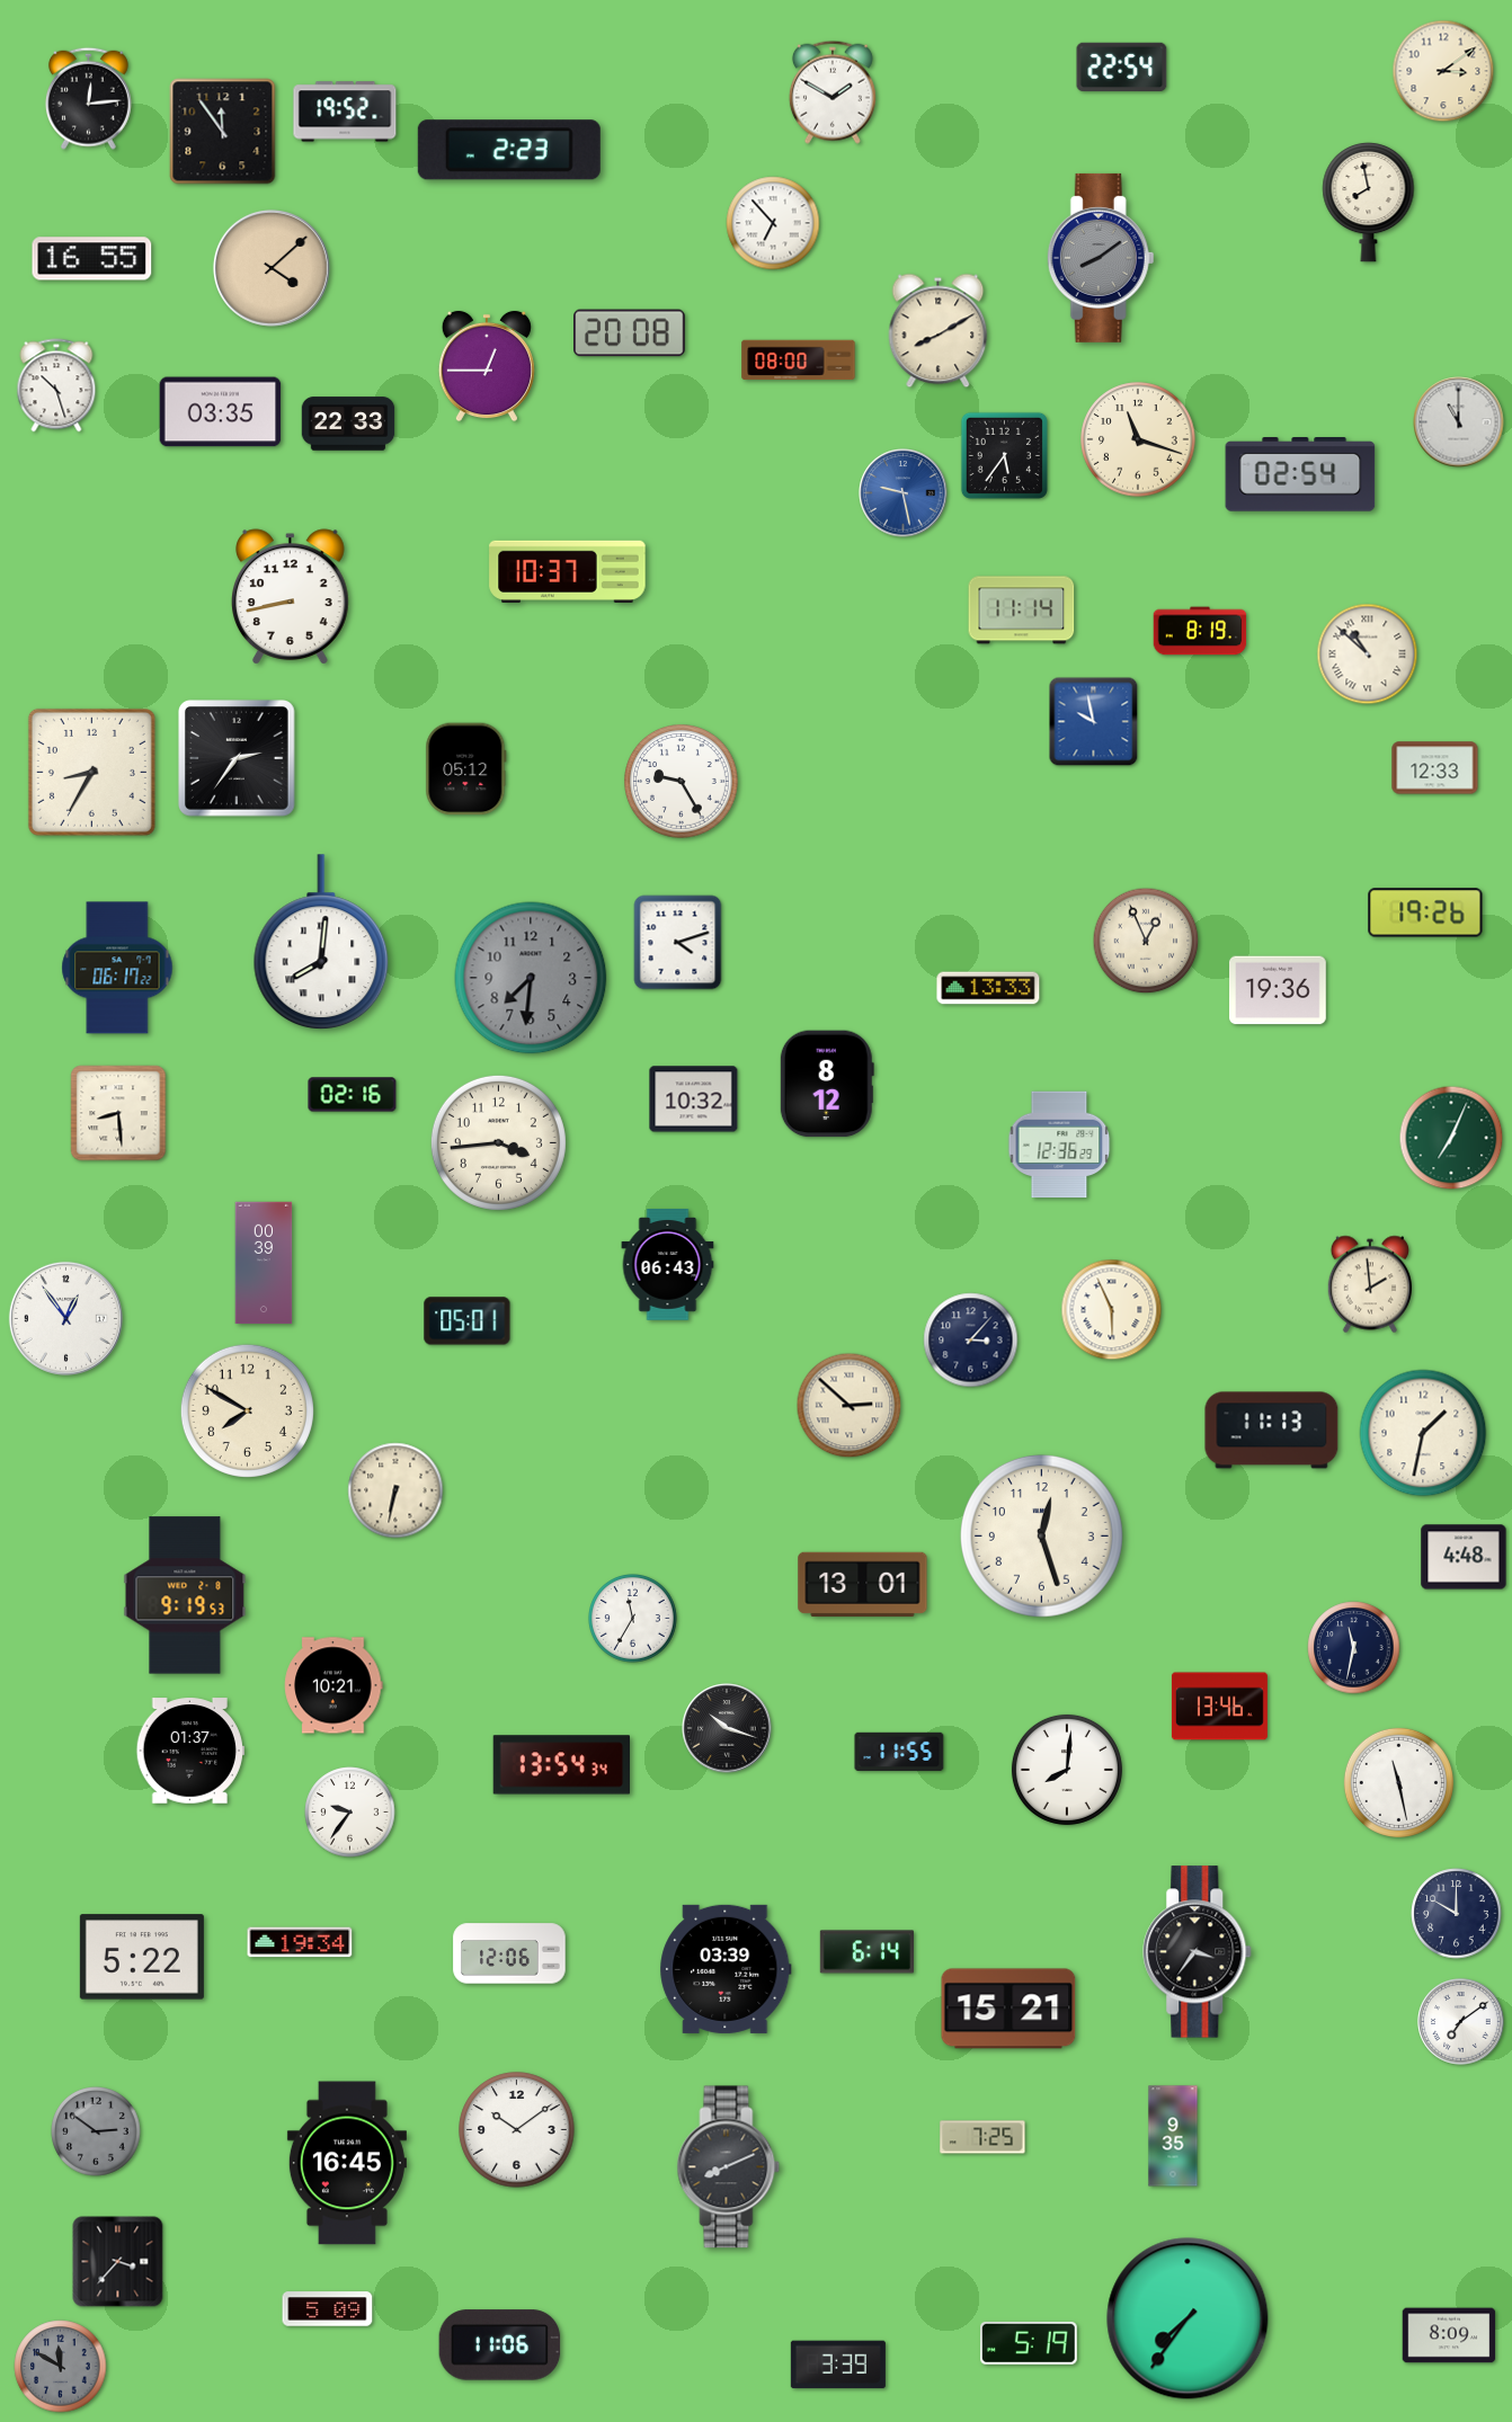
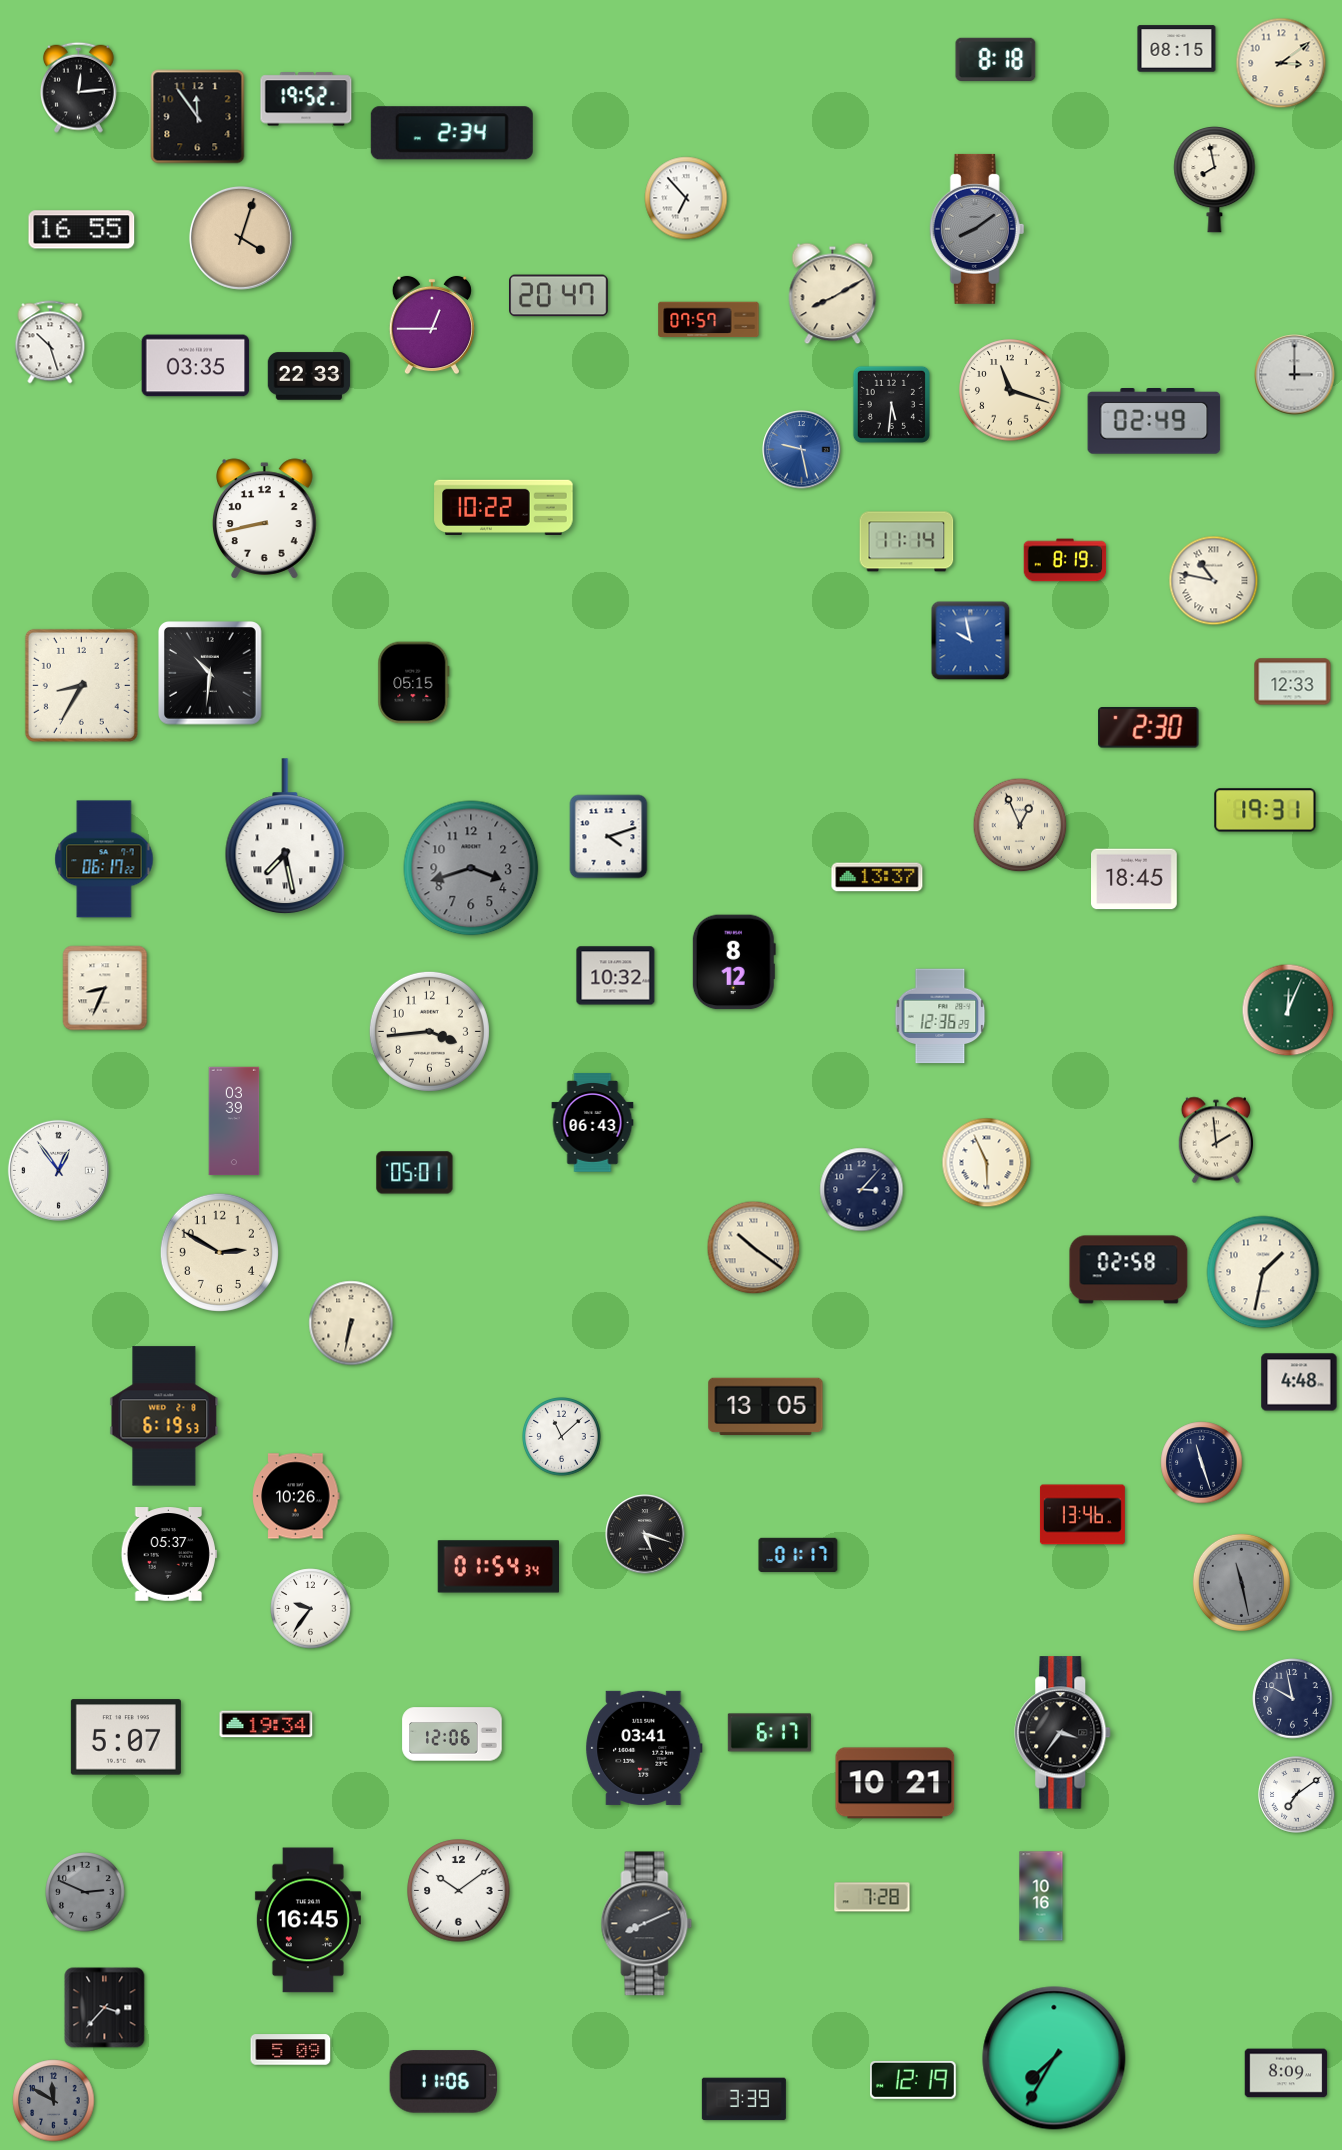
clock at (1177, 49): none -> 08:15
clock at (1122, 66): 22:54 -> 8:18
clock at (833, 92): 1:50 -> none
clock at (509, 150): 2:23 -> 2:34
clock at (272, 268): 4:08 -> 4:03
clock at (630, 333): 20:08 -> 20:47
clock at (799, 360): 08:00 -> 07:57
clock at (1459, 422): 11:00 -> 3:00
clock at (1004, 455): 5:36 -> 5:31
clock at (1300, 475): 02:54 -> 02:49
clock at (904, 493) position: (904, 493) -> (802, 450)
clock at (568, 571): 10:37 -> 10:22
clock at (291, 597) position: (291, 597) -> (265, 519)
clock at (1368, 655): 10:52 -> 10:47
clock at (238, 759): 2:36 -> 10:31
clock at (1435, 768) position: (1435, 768) -> (1293, 682)
clock at (466, 769): 05:12 -> 05:15
clock at (682, 782): 9:25 -> none
clock at (1149, 728): none -> 2:30
clock at (1425, 912): 19:26 -> 19:31
clock at (1146, 941) position: (1146, 941) -> (1020, 825)
clock at (321, 943): 8:01 -> 7:28
clock at (678, 943) position: (678, 943) -> (609, 837)
clock at (531, 978): 7:31 -> 3:42
clock at (988, 988): 13:33 -> 13:37
clock at (1279, 990): 19:36 -> 18:45
clock at (353, 1095): 02:16 -> none
clock at (118, 1113): 8:29 -> 8:34
clock at (1451, 1138): 7:04 -> 12:04
clock at (498, 1142) position: (498, 1142) -> (429, 1031)
clock at (264, 1263): 00:39 -> 03:39
clock at (850, 1406): 2:52 -> 10:21
clock at (247, 1410): 7:50 -> 2:50
clock at (1272, 1431): 11:13 -> 02:58
clock at (1041, 1535): 12:27 -> none
clock at (863, 1585): 13:01 -> 13:05
clock at (185, 1595): 9:19 -> 6:19
clock at (633, 1619): 11:35 -> 11:08
clock at (1354, 1648): 11:32 -> 11:27
clock at (333, 1685): 10:21 -> 10:26
clock at (727, 1728): 10:18 -> 5:18
clock at (190, 1751): 01:37 -> 05:37
clock at (899, 1751): 11:55 -> 01:17
clock at (562, 1765): 13:54 -> 01:54
clock at (1067, 1770): 8:01 -> none
clock at (1398, 1782) dial: white -> grey
clock at (1457, 1914): 10:00 -> 9:58
clock at (866, 1952): 6:14 -> 6:17
clock at (142, 1957): 5:22 -> 5:07
clock at (726, 1969): 03:39 -> 03:41
clock at (1008, 2009): 15:21 -> 10:21
clock at (96, 2131): 2:51 -> 2:49
clock at (1173, 2136): 9:35 -> 10:16
clock at (982, 2137): 7:25 -> 7:28
clock at (1188, 2318): 7:36 -> 7:35
clock at (1030, 2343): 5:19 -> 12:19
